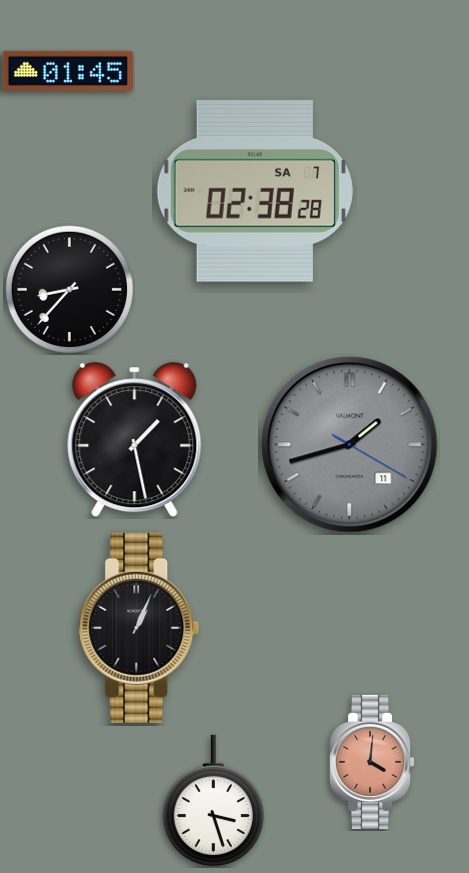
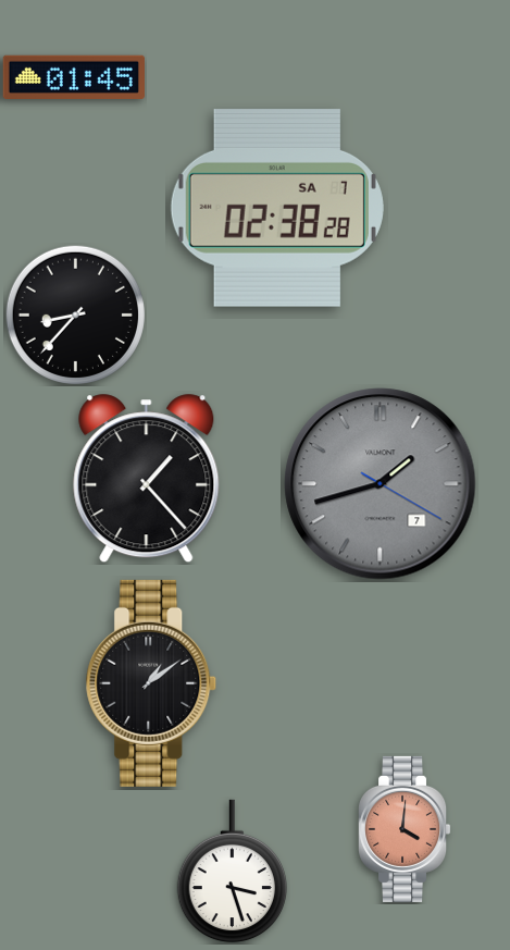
clock at (135, 440): 1:28 -> 1:23
clock at (350, 445) date: 11 -> 7
clock at (139, 628): 1:04 -> 1:09
